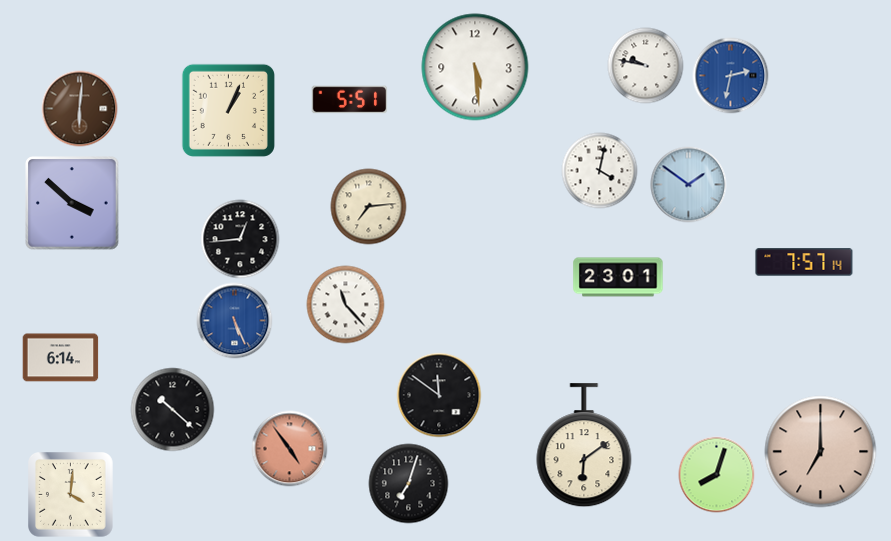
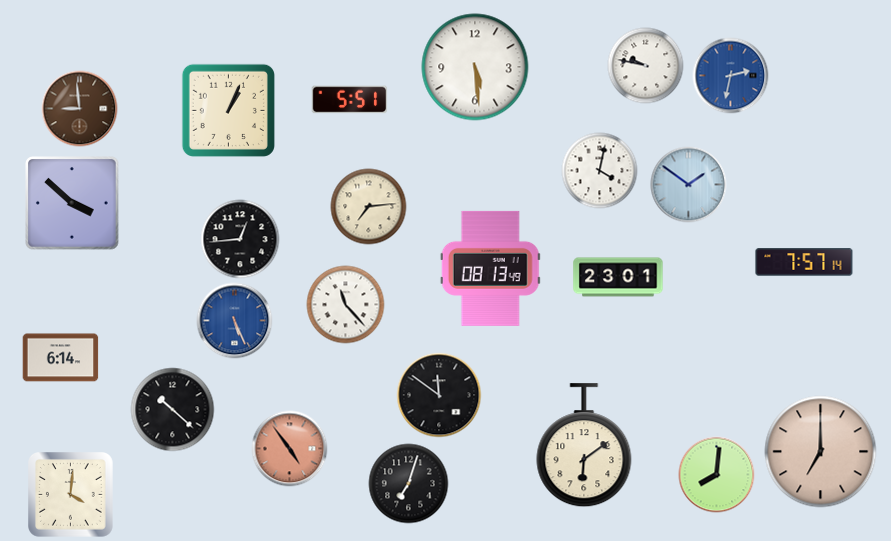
clock at (80, 109): 6:01 -> 8:59
clock at (490, 268): none -> 08:13
clock at (717, 475): 8:03 -> 8:01
